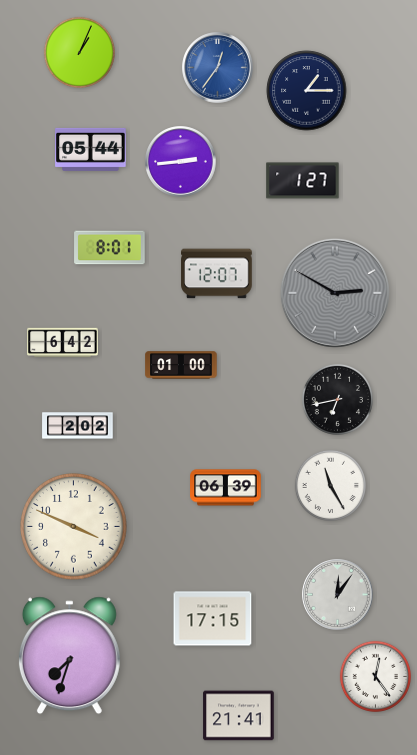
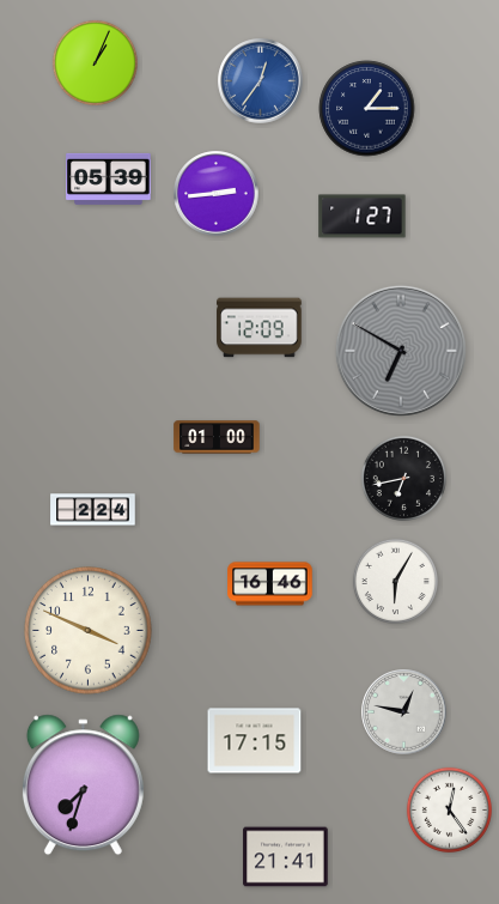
clock at (91, 149): 05:44 -> 05:39
clock at (110, 248): 8:01 -> none
clock at (217, 274): 12:07 -> 12:09
clock at (335, 293): 2:50 -> 6:50
clock at (63, 343): 6:42 -> none
clock at (78, 426): 2:02 -> 2:24
clock at (330, 485): 11:25 -> 6:05
clock at (226, 488): 06:39 -> 16:46
clock at (338, 595): 12:06 -> 12:47
